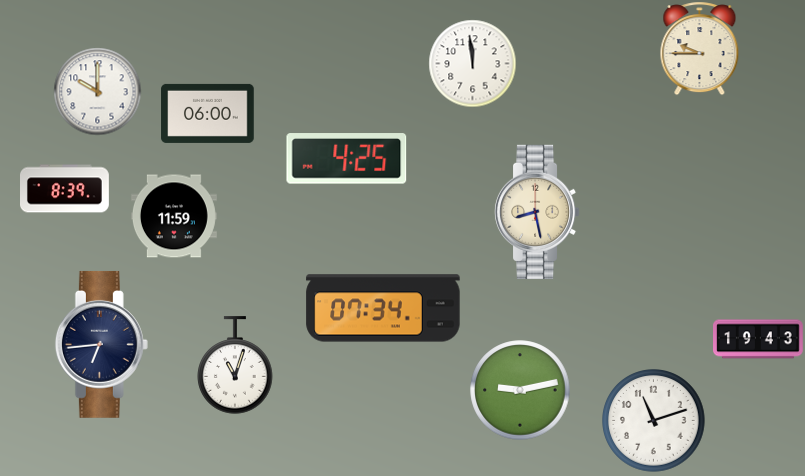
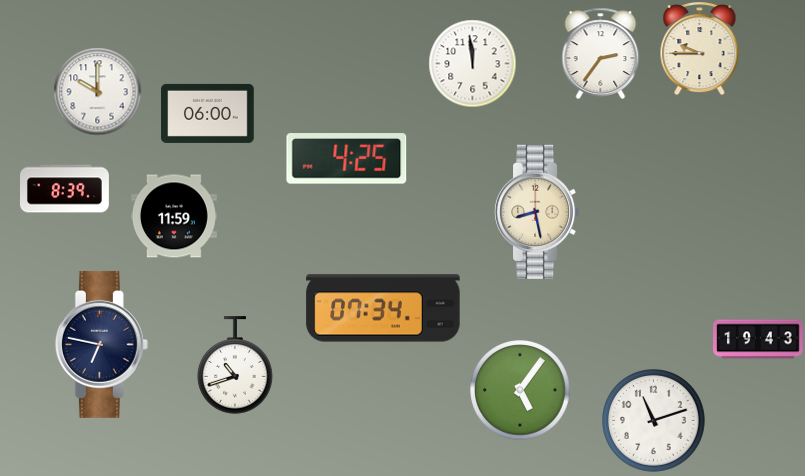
clock at (601, 53): none -> 2:36
clock at (101, 344): 6:44 -> 6:47
clock at (235, 365): 11:03 -> 10:42
clock at (520, 390): 9:13 -> 5:06
